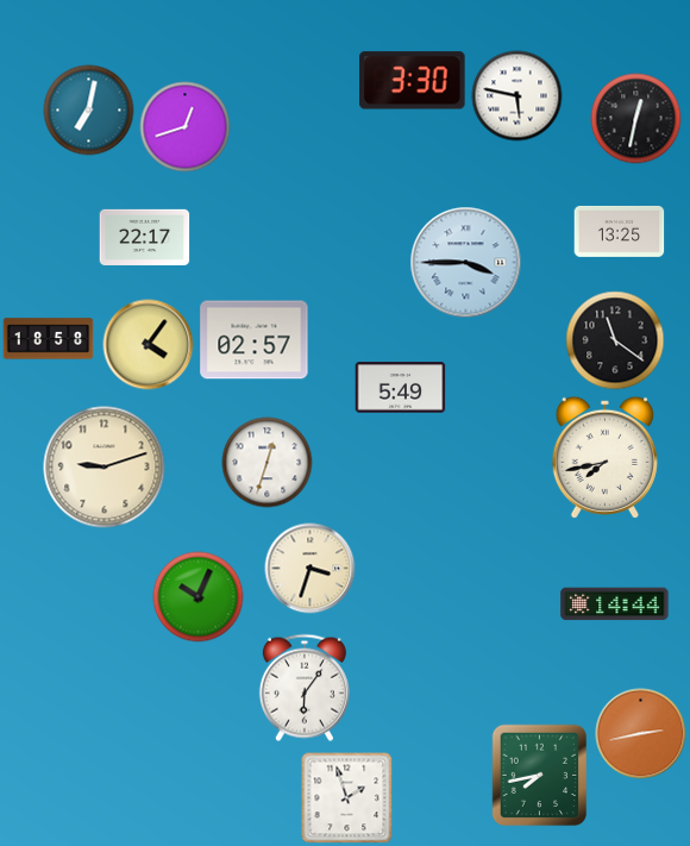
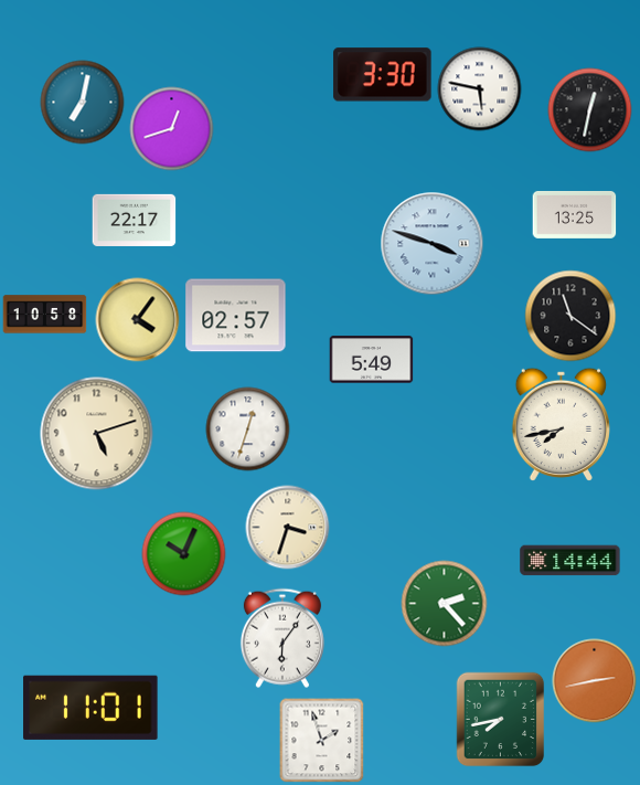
clock at (186, 127) position: (186, 127) -> (172, 129)
clock at (466, 263): 3:45 -> 3:48
clock at (49, 339): 18:58 -> 10:58
clock at (105, 468): 9:12 -> 5:12
clock at (445, 604): none -> 2:23
clock at (90, 708): none -> 11:01
